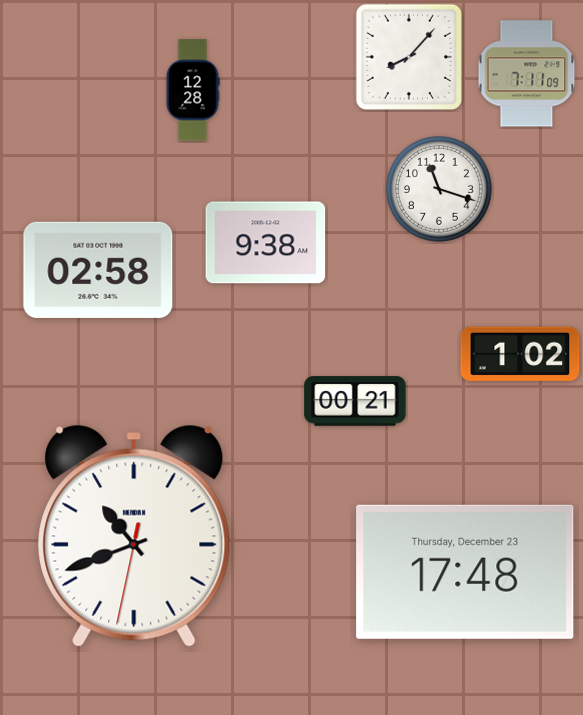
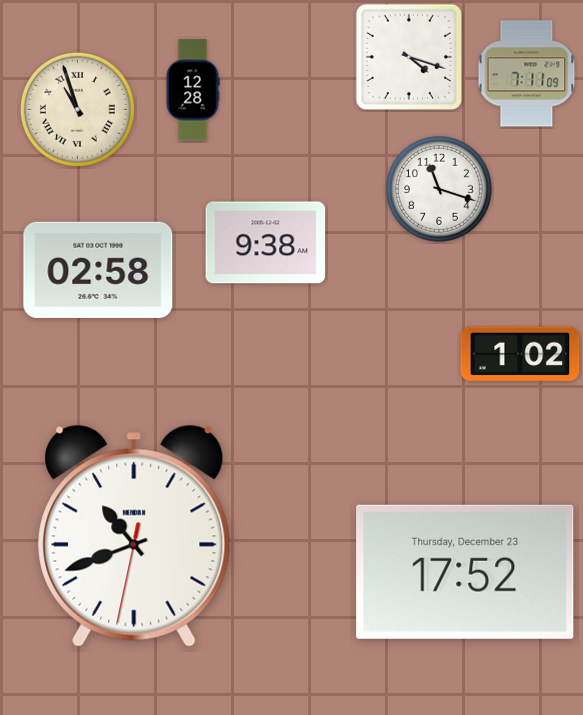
clock at (408, 56): 8:07 -> 4:18
clock at (77, 109): none -> 10:57
clock at (355, 401): 00:21 -> none
clock at (465, 572): 17:48 -> 17:52
